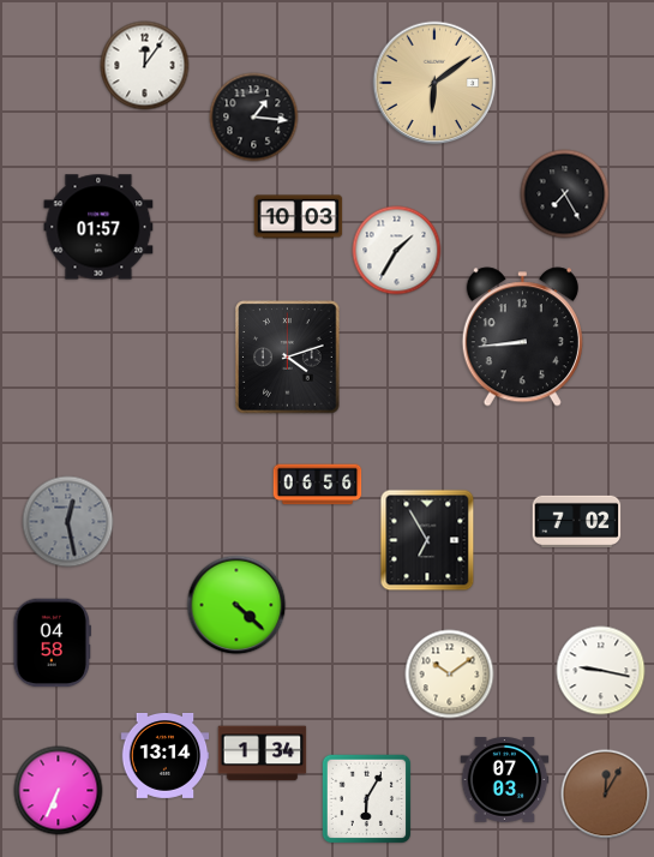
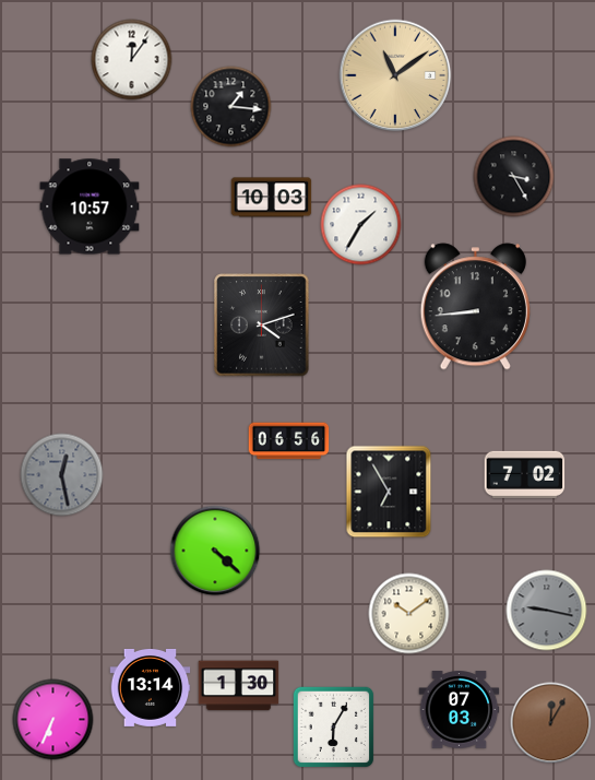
clock at (434, 83): 6:09 -> 11:09
clock at (565, 194): 7:25 -> 3:25
clock at (98, 227): 01:57 -> 10:57
clock at (397, 251) position: (397, 251) -> (361, 225)
clock at (52, 643): 04:58 -> none
clock at (601, 671) dial: white -> grey
clock at (263, 754): 1:34 -> 1:30
